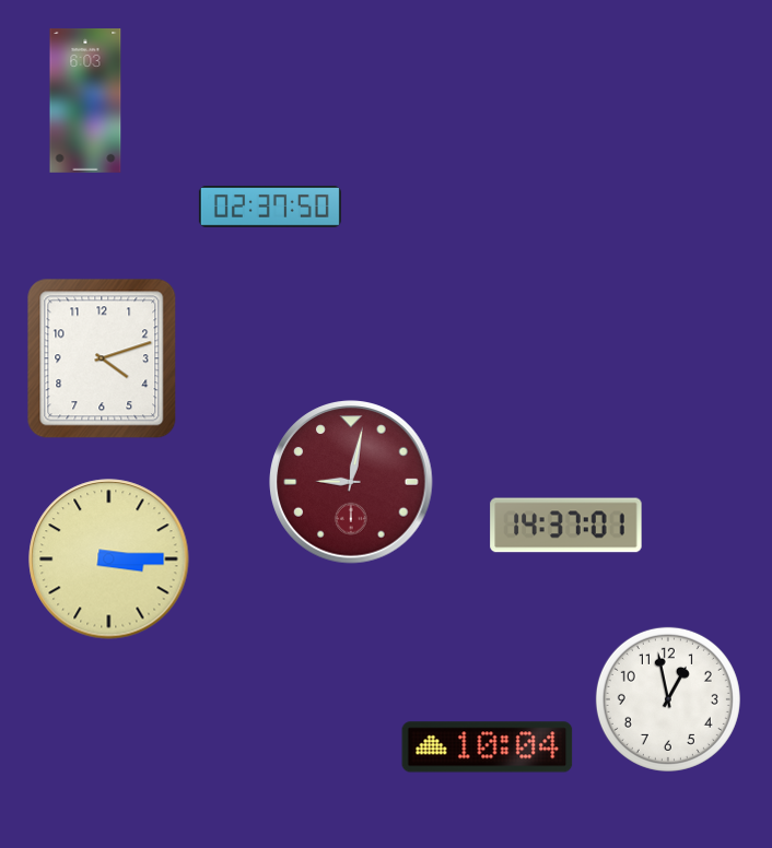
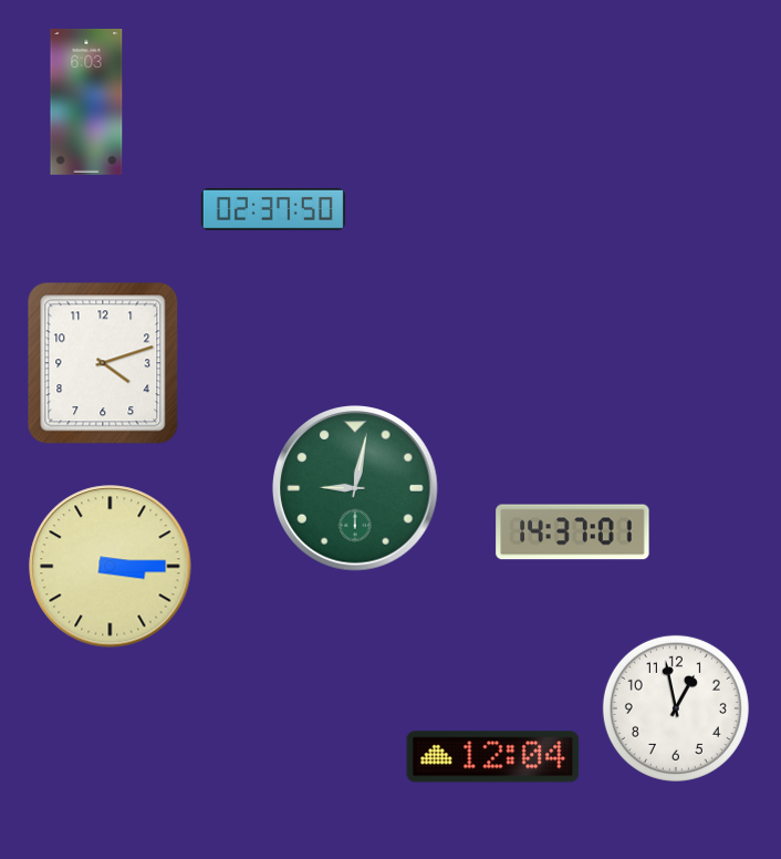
clock at (351, 482) dial: burgundy -> green
clock at (488, 747): 10:04 -> 12:04
